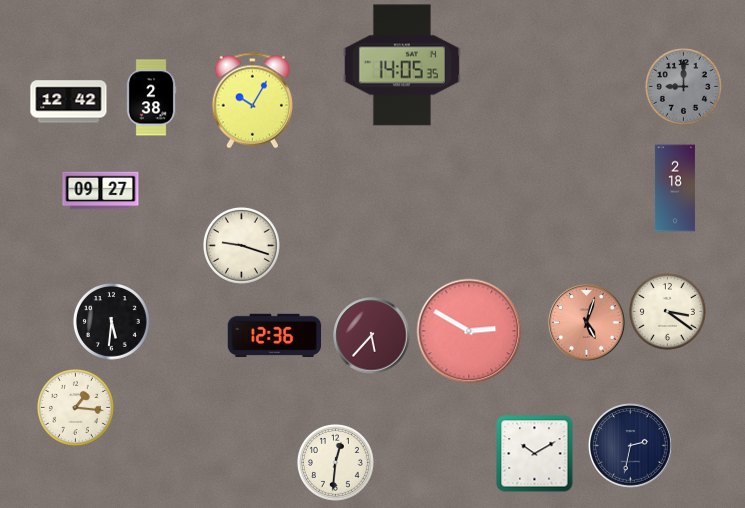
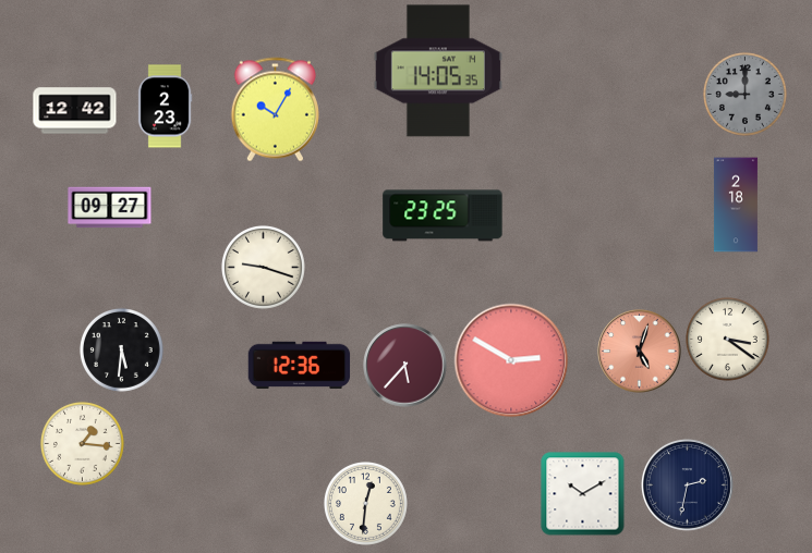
clock at (151, 98): 2:38 -> 2:23
clock at (443, 216): none -> 23:25
